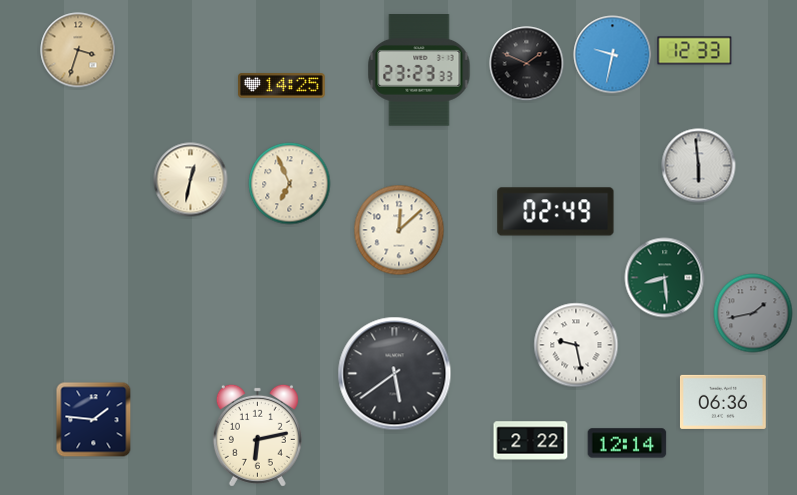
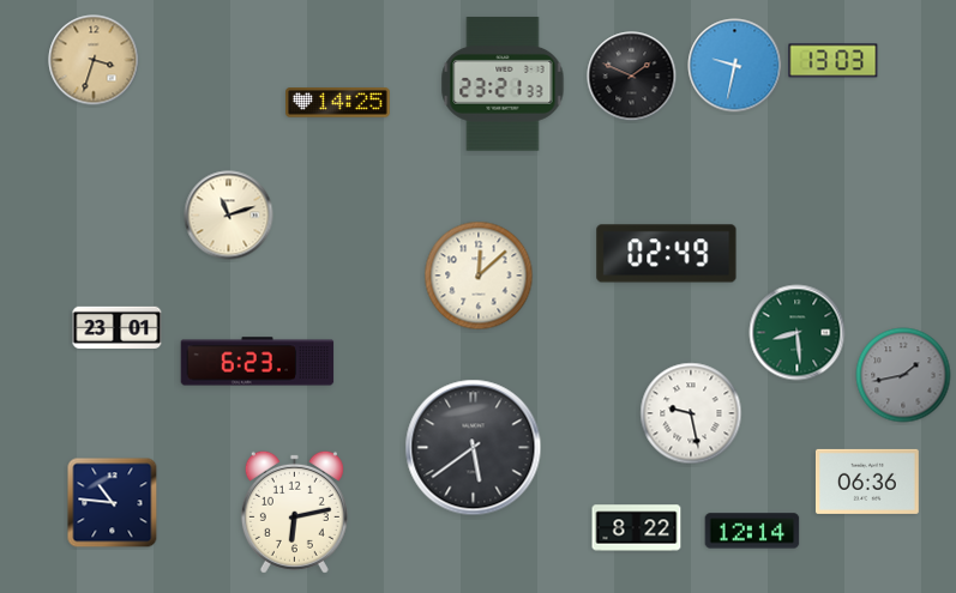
clock at (695, 51): 12:33 -> 13:03
clock at (419, 70): 23:23 -> 23:21
clock at (699, 166): 5:59 -> none
clock at (191, 180): 12:32 -> 11:12
clock at (290, 184): 6:56 -> none
clock at (118, 327): none -> 23:01
clock at (258, 362): none -> 6:23
clock at (94, 420): 1:46 -> 10:46
clock at (257, 435) position: (257, 435) -> (294, 512)
clock at (531, 441): 2:22 -> 8:22
